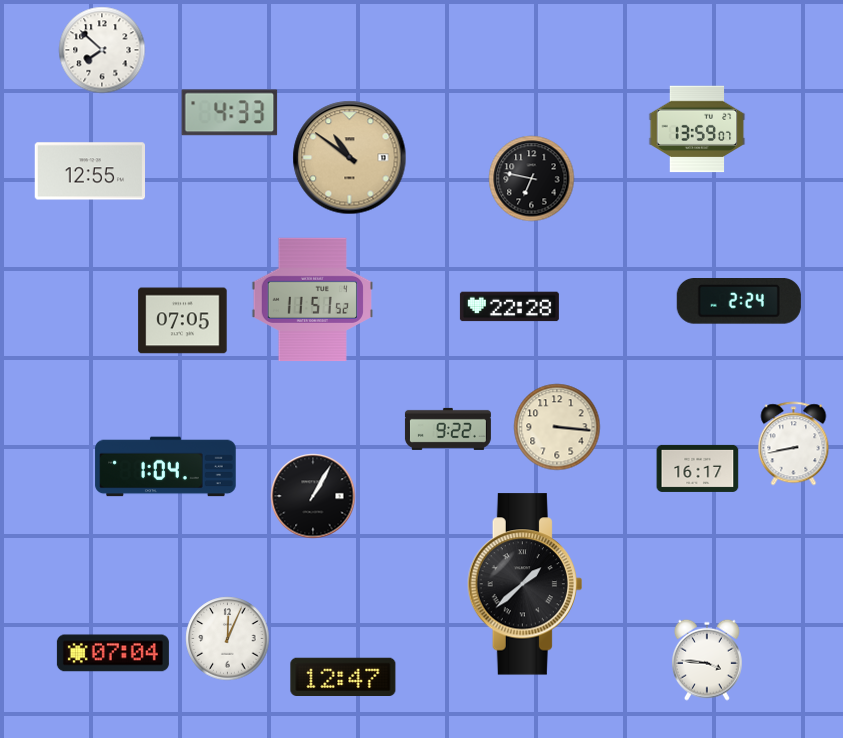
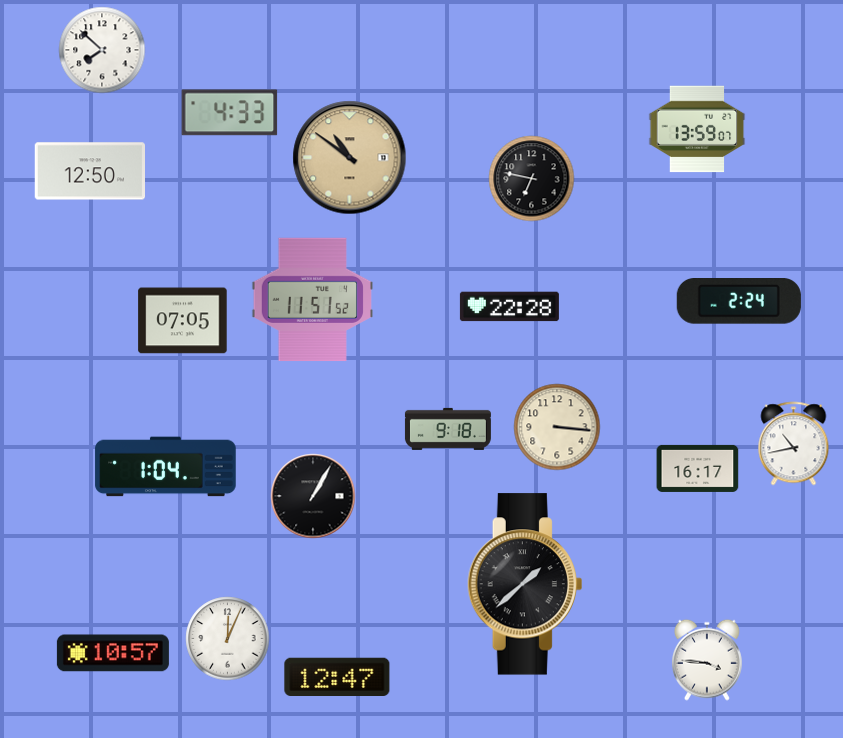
clock at (89, 171): 12:55 -> 12:50
clock at (448, 429): 9:22 -> 9:18
clock at (794, 444): 8:43 -> 10:43
clock at (113, 653): 07:04 -> 10:57
clock at (343, 677) position: (343, 677) -> (337, 677)
